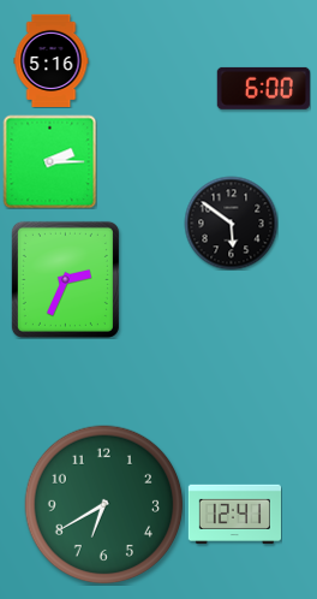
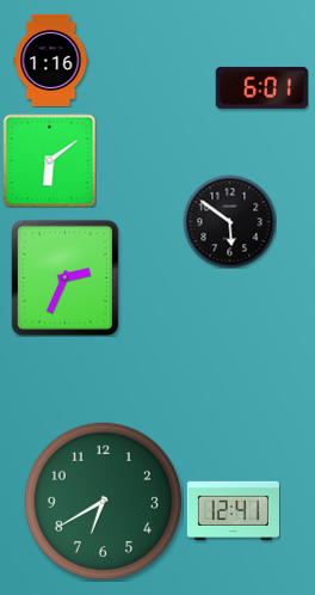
clock at (52, 60): 5:16 -> 1:16
clock at (263, 88): 6:00 -> 6:01
clock at (49, 161): 2:15 -> 6:09
